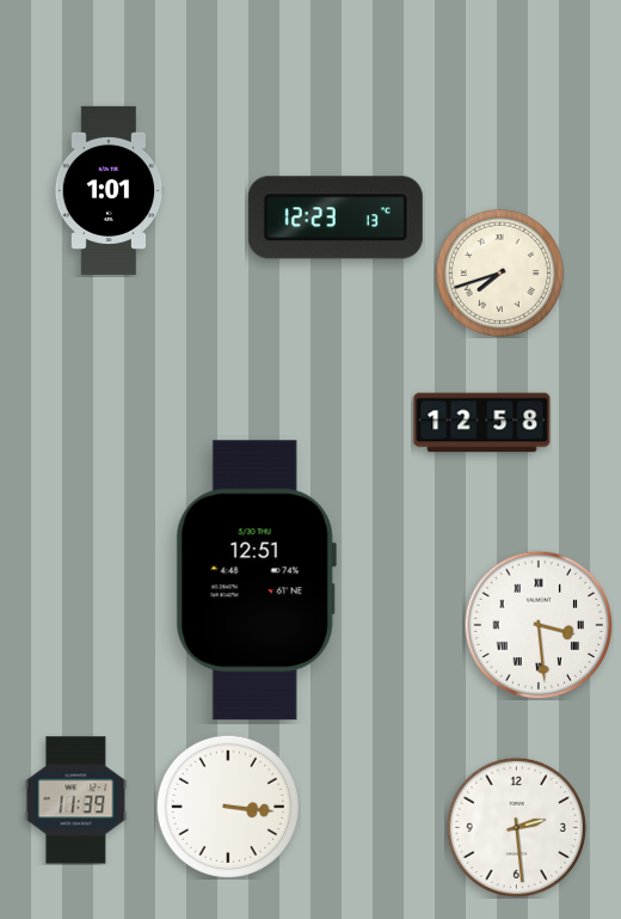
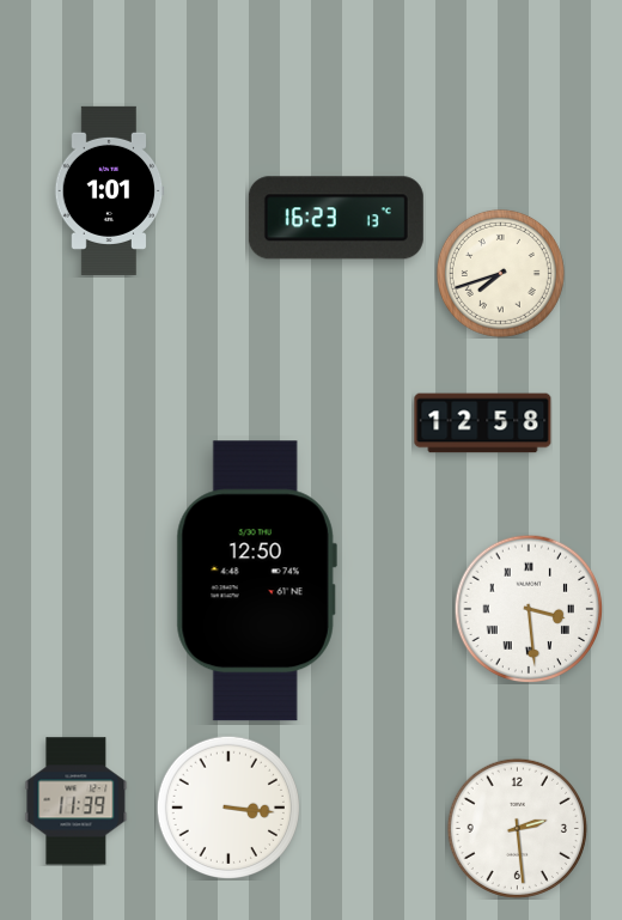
clock at (336, 218): 12:23 -> 16:23
clock at (256, 581): 12:51 -> 12:50
clock at (539, 625) position: (539, 625) -> (529, 609)
